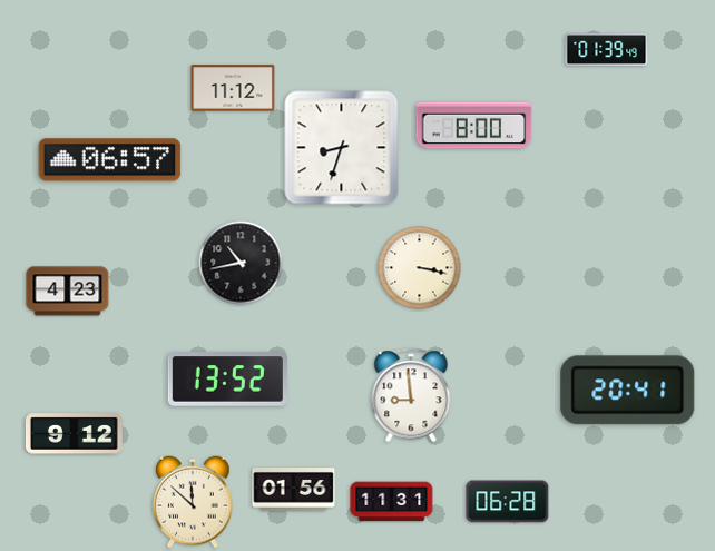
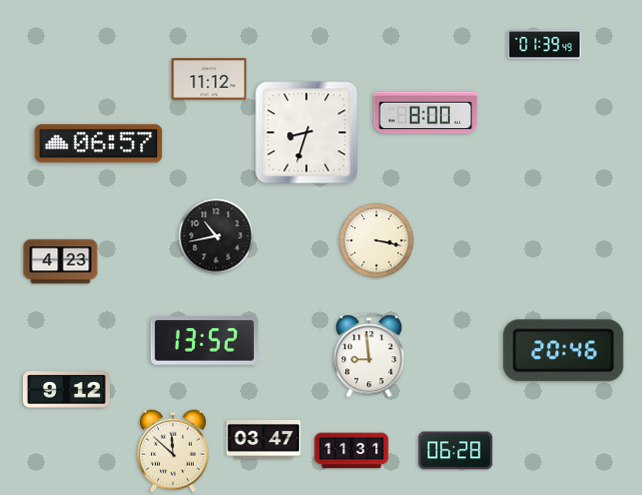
clock at (628, 391): 20:41 -> 20:46
clock at (294, 490): 01:56 -> 03:47
